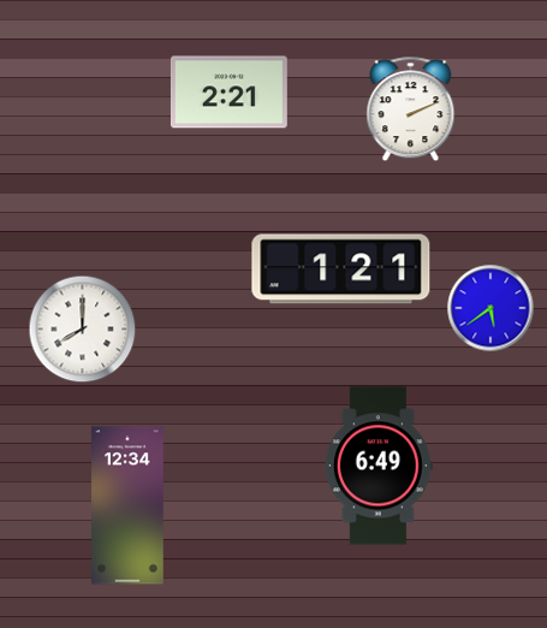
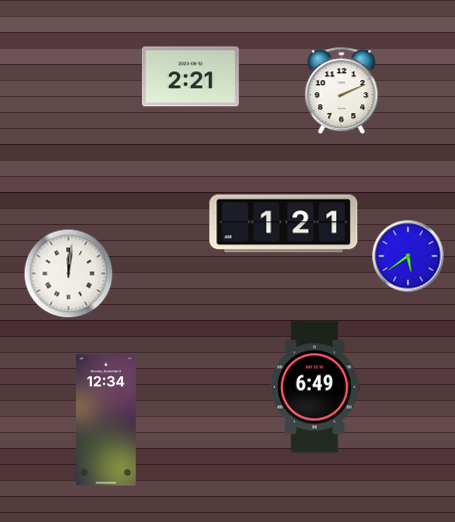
clock at (83, 330): 8:00 -> 12:01
